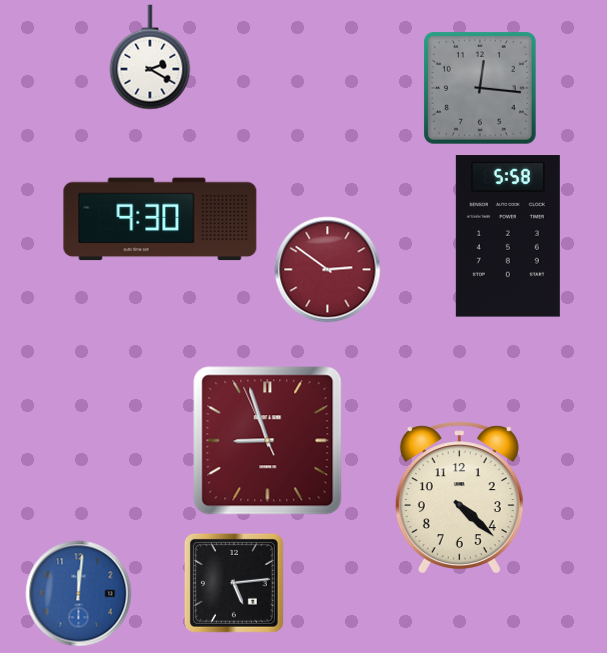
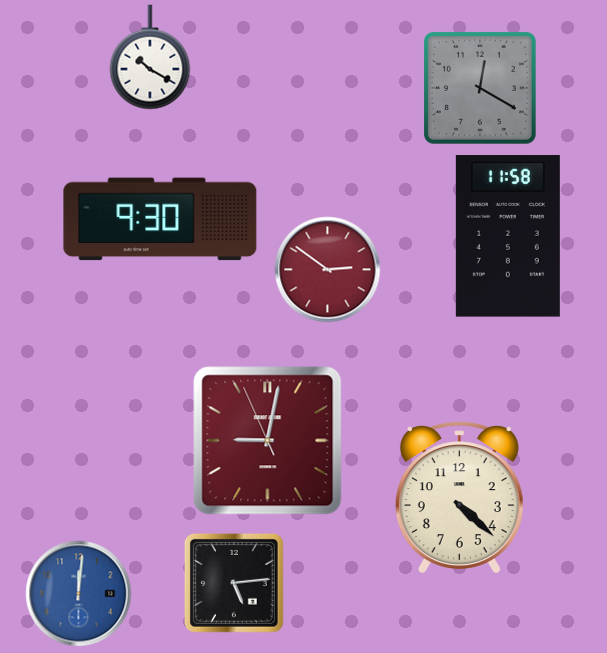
clock at (150, 57): 2:20 -> 10:20
clock at (480, 88): 12:16 -> 12:20
clock at (508, 236): 5:58 -> 11:58
clock at (268, 441): 8:56 -> 9:01
